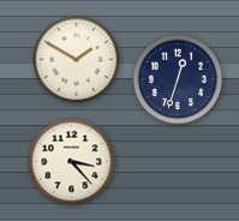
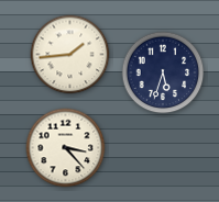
clock at (77, 60): 1:50 -> 1:44
clock at (178, 79): 12:33 -> 5:33
